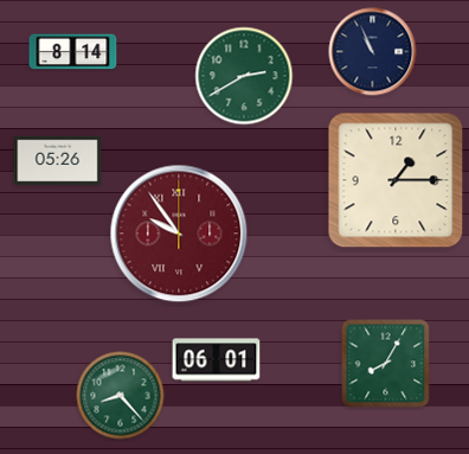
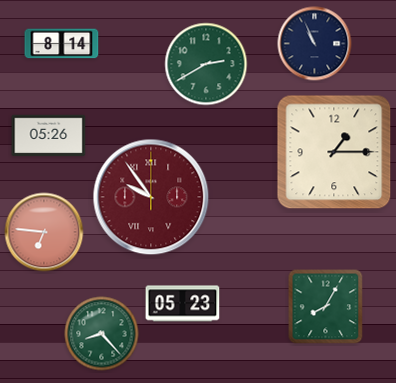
clock at (44, 232): none -> 6:46
clock at (217, 360): 06:01 -> 05:23
